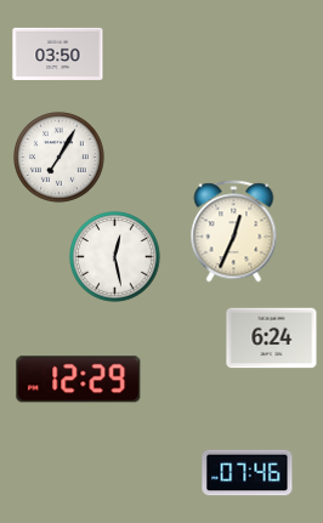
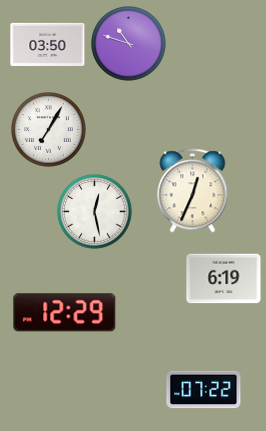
clock at (129, 44): none -> 10:48
clock at (272, 339): 6:24 -> 6:19
clock at (248, 473): 07:46 -> 07:22
